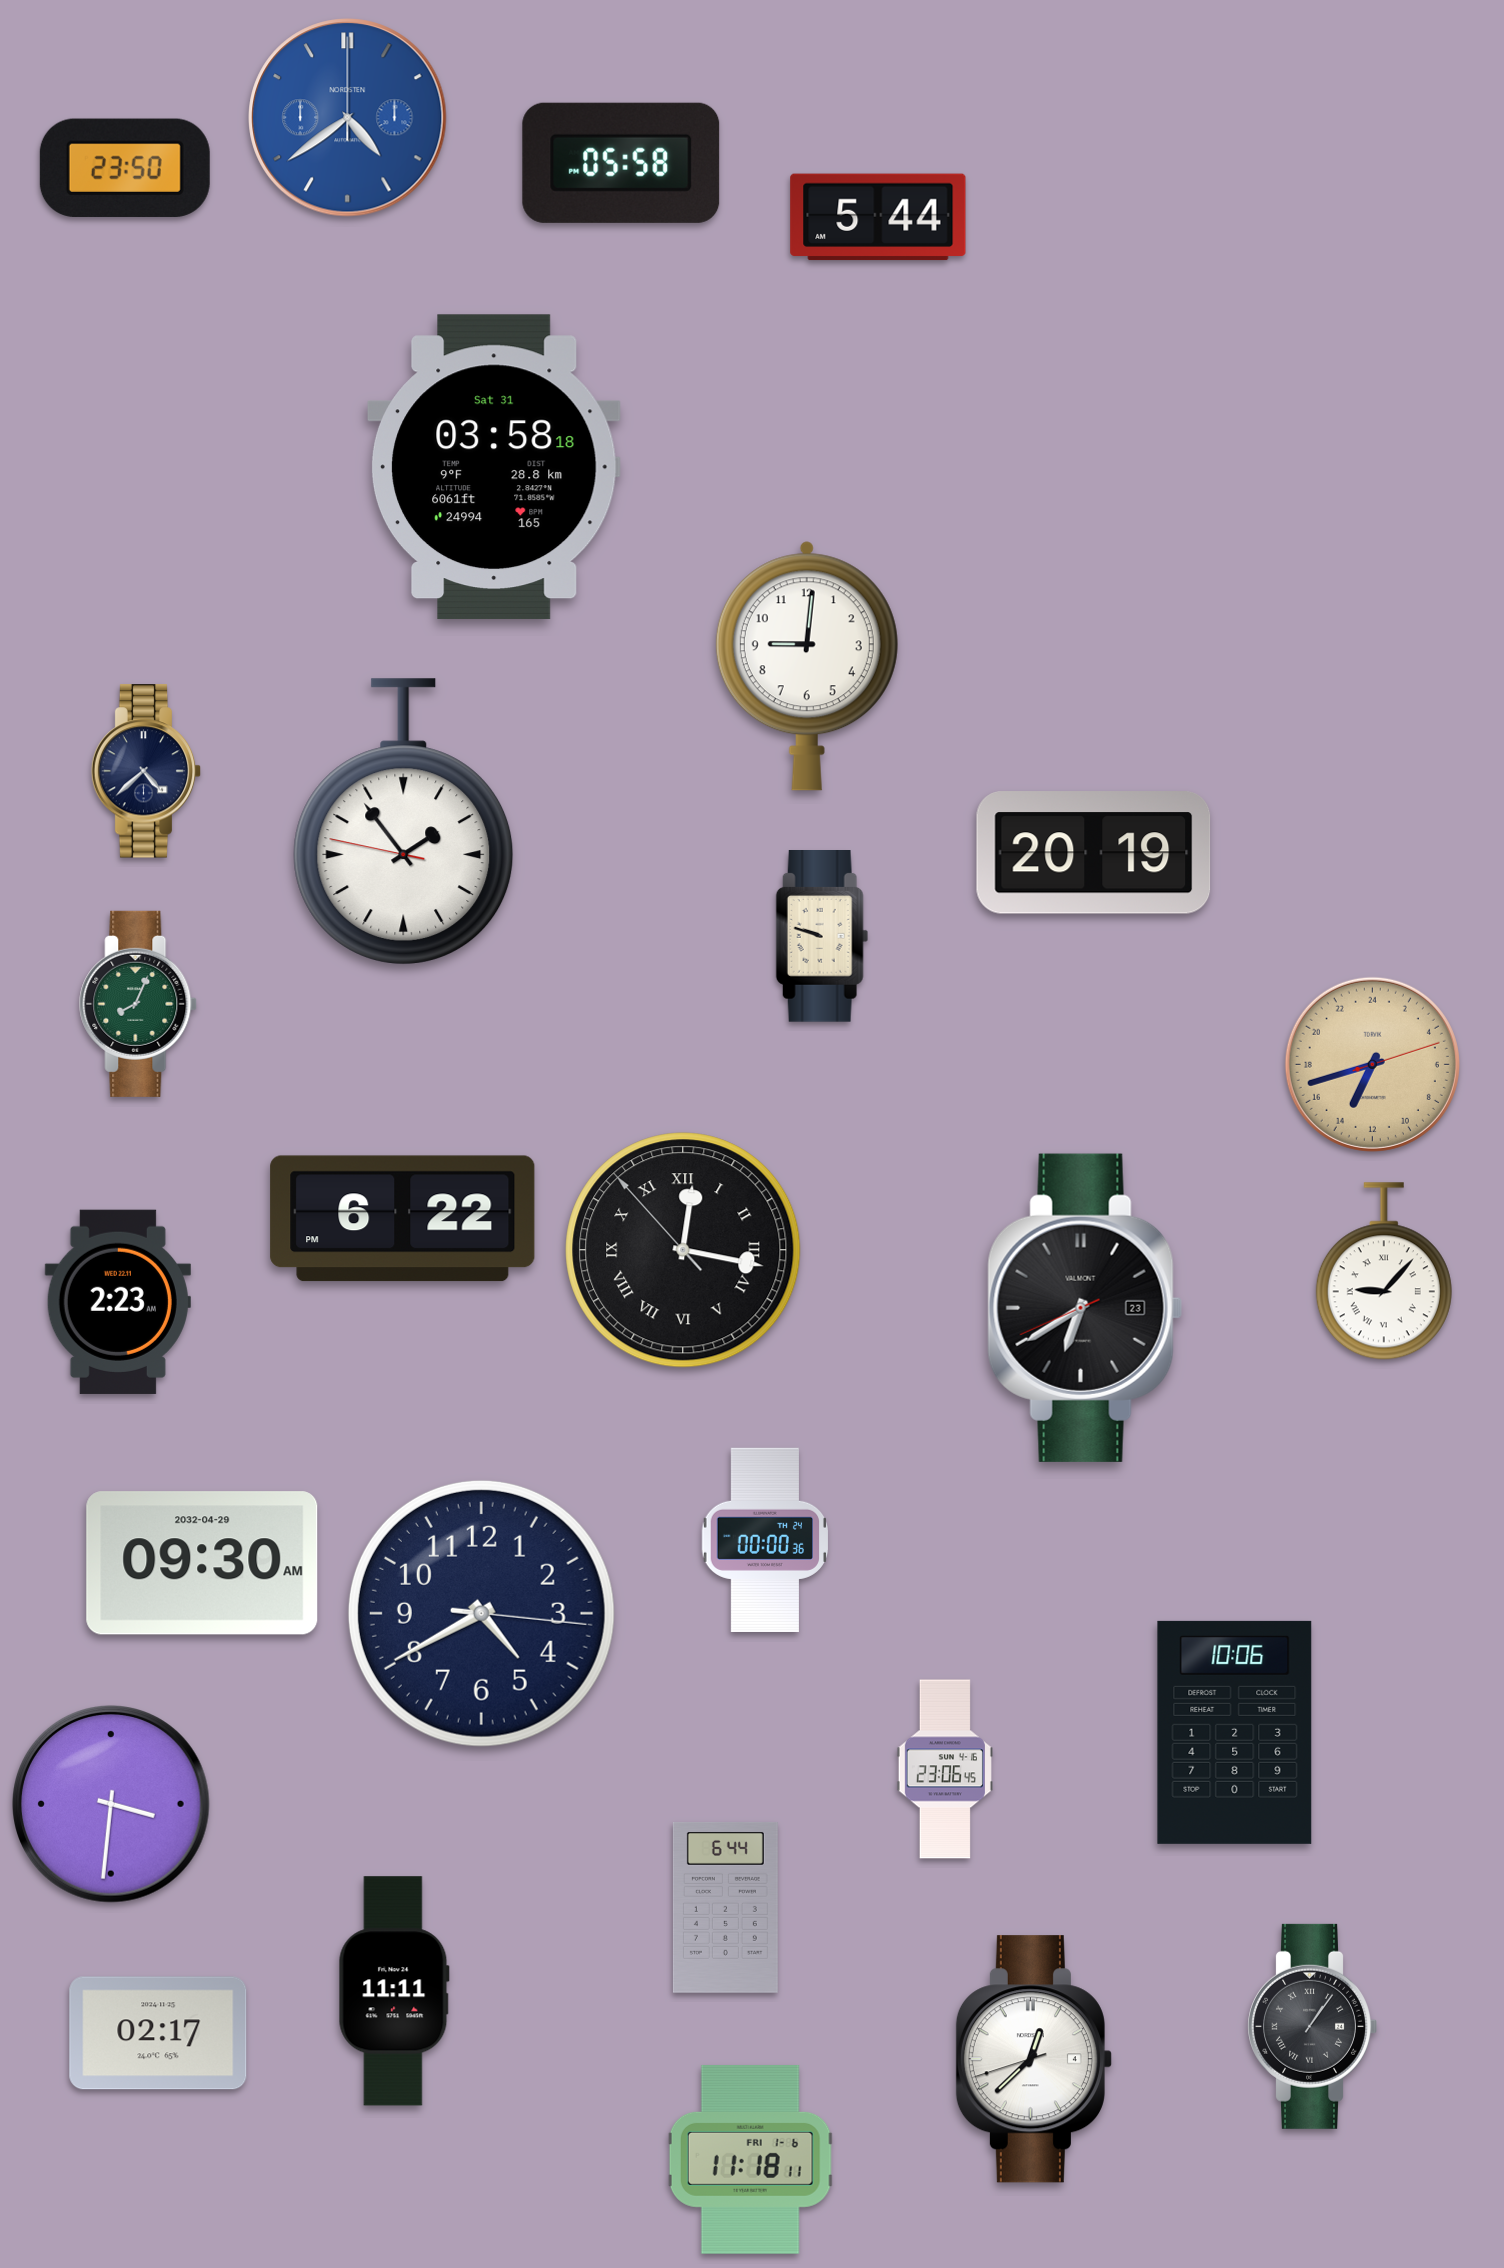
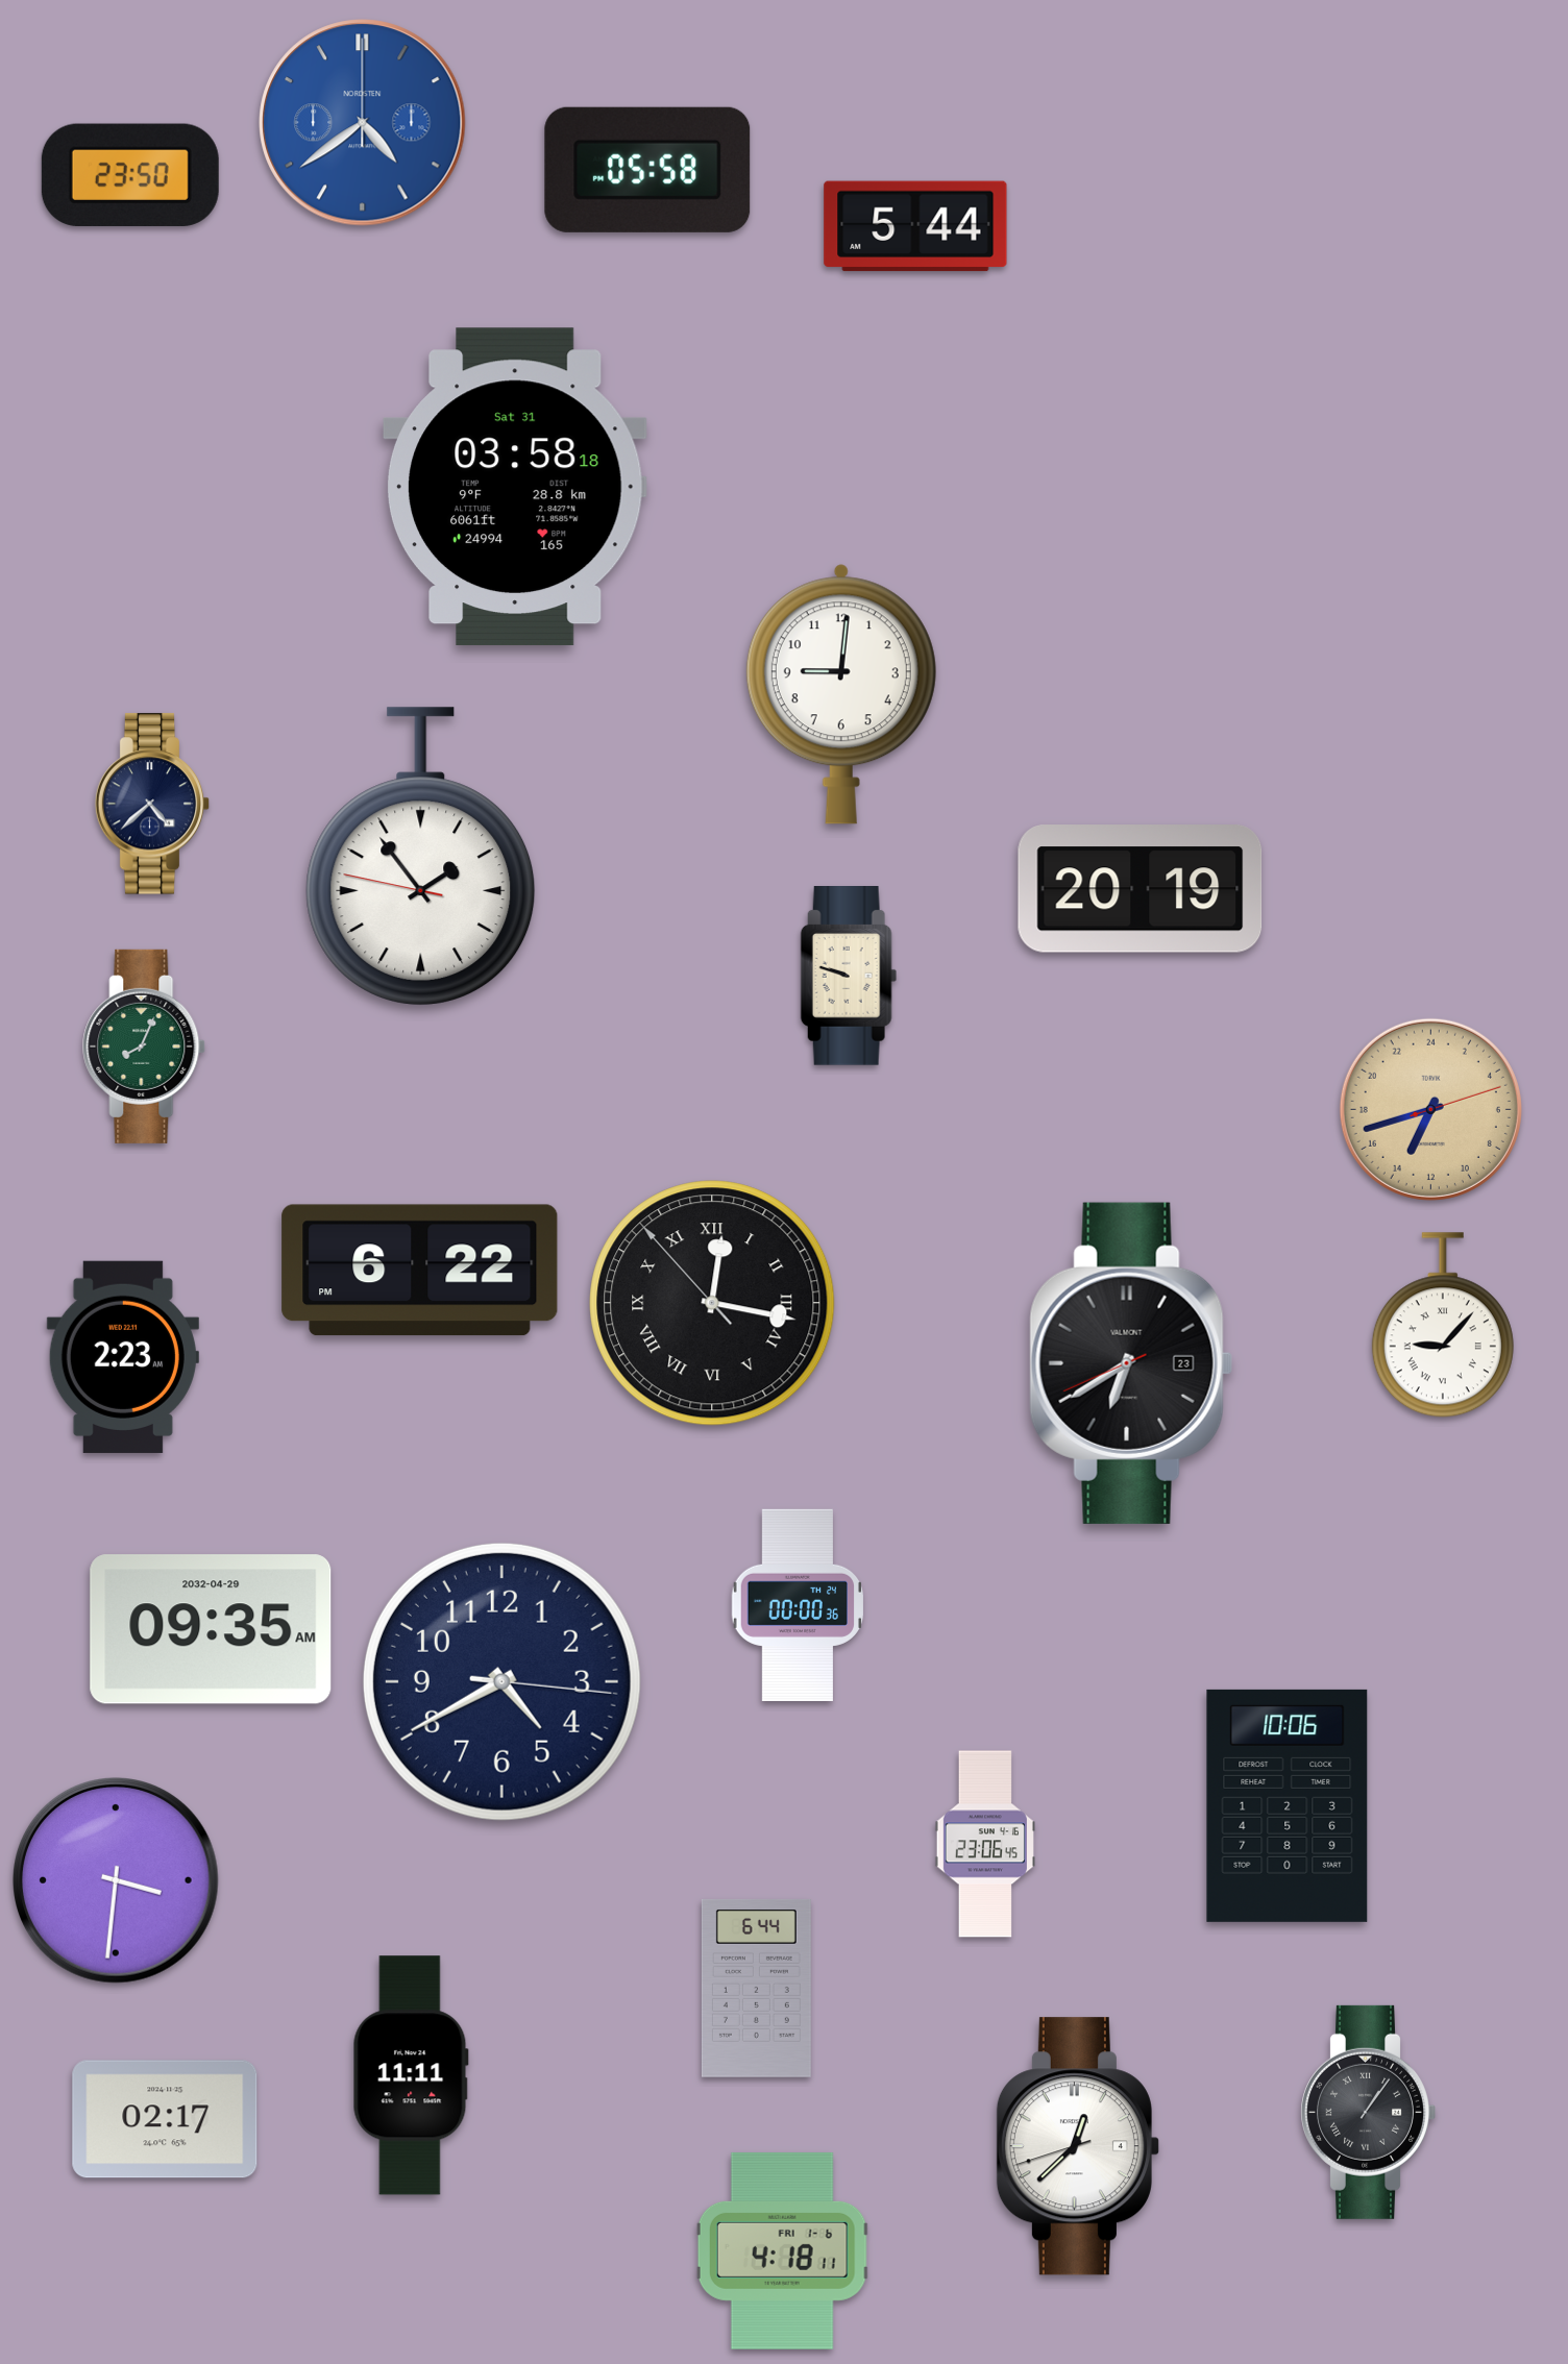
clock at (822, 937) position: (822, 937) -> (849, 977)
clock at (202, 1563): 09:30 -> 09:35
clock at (751, 2159): 11:18 -> 4:18
